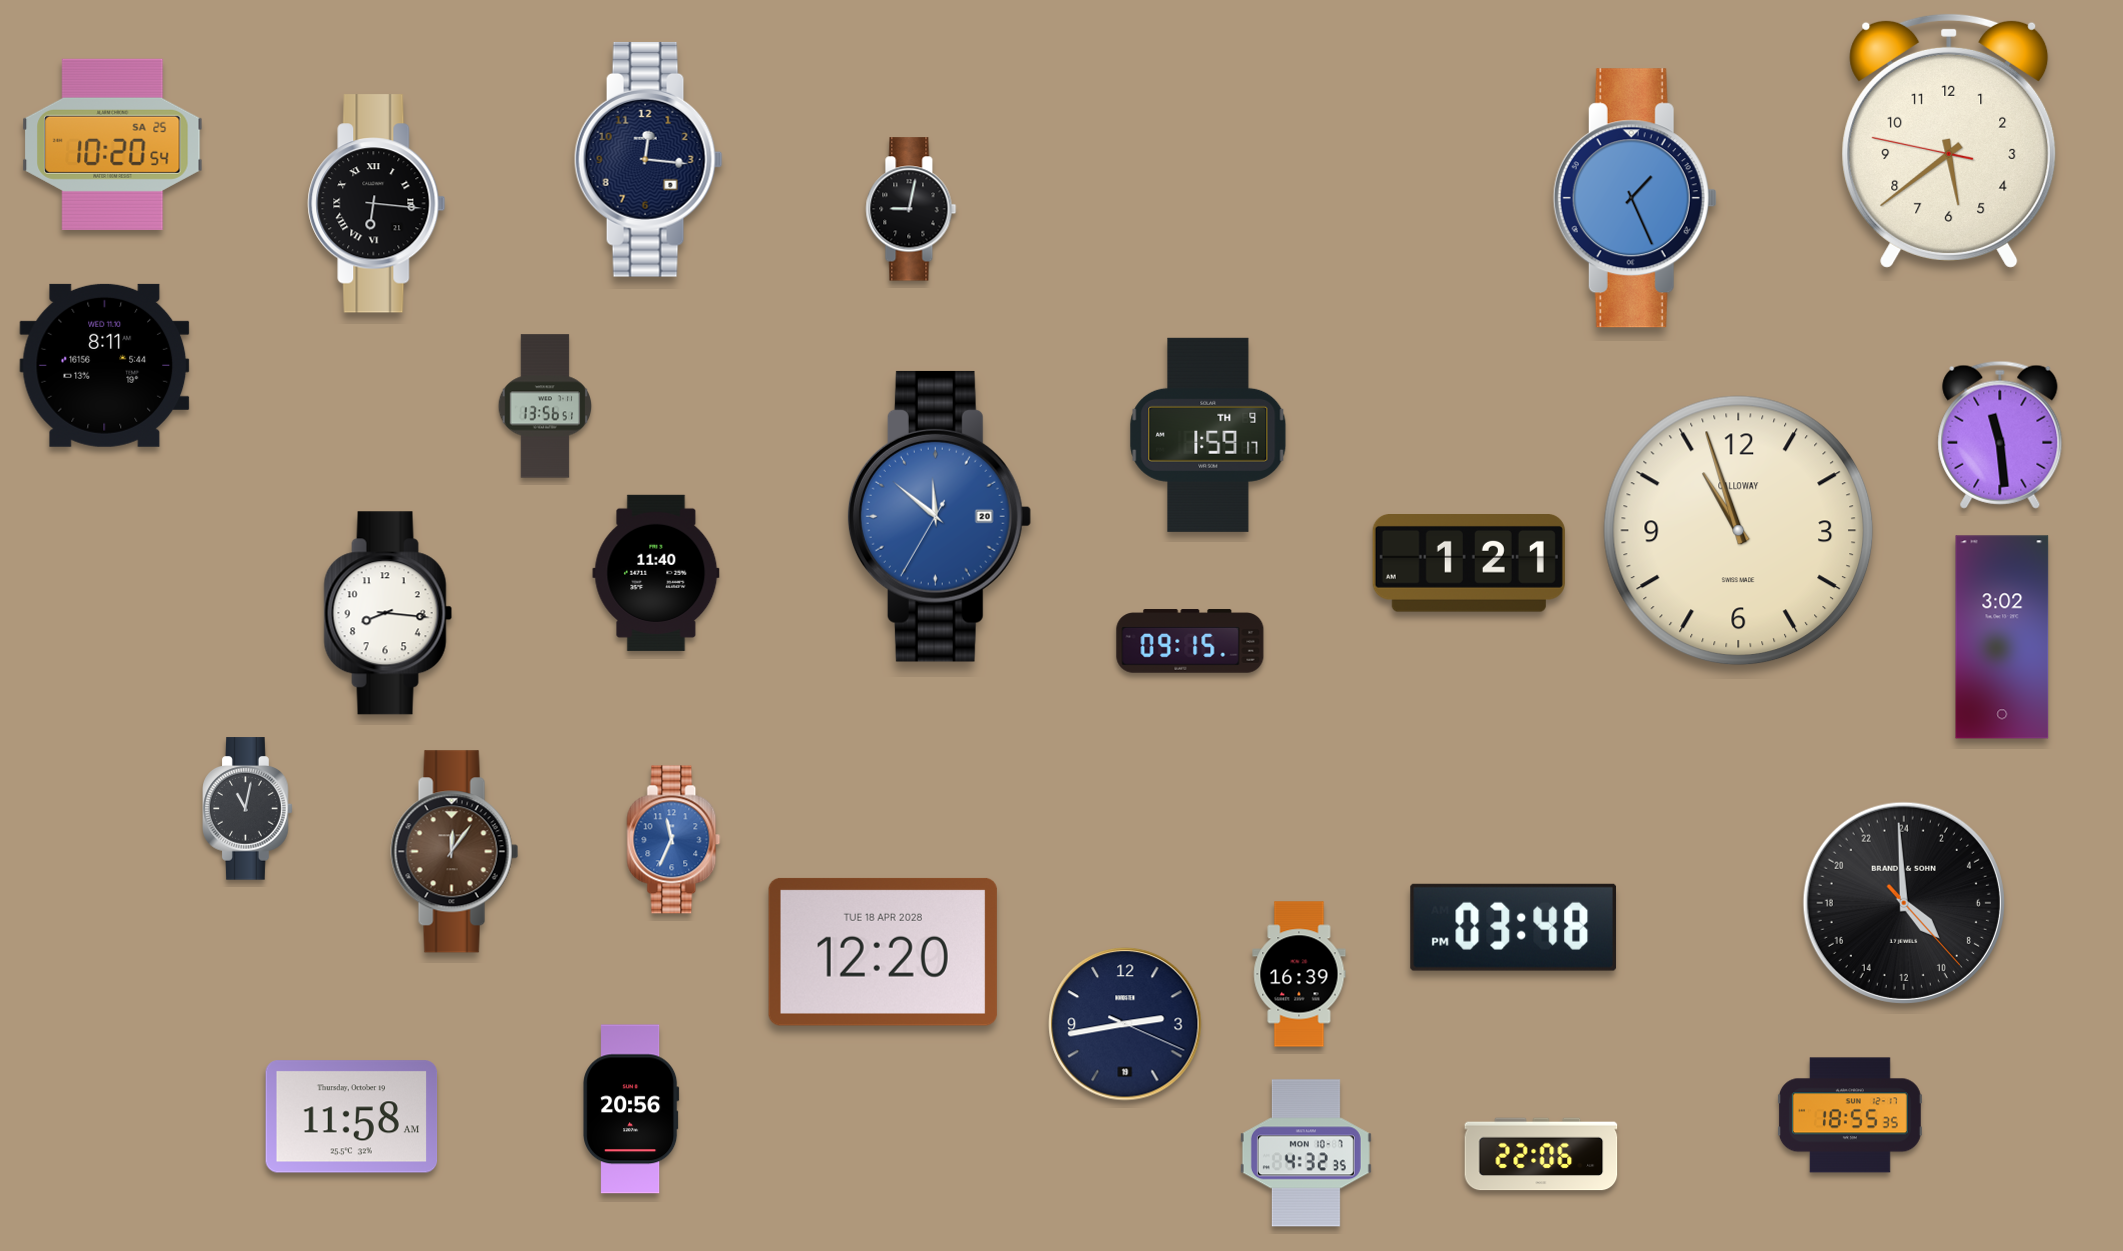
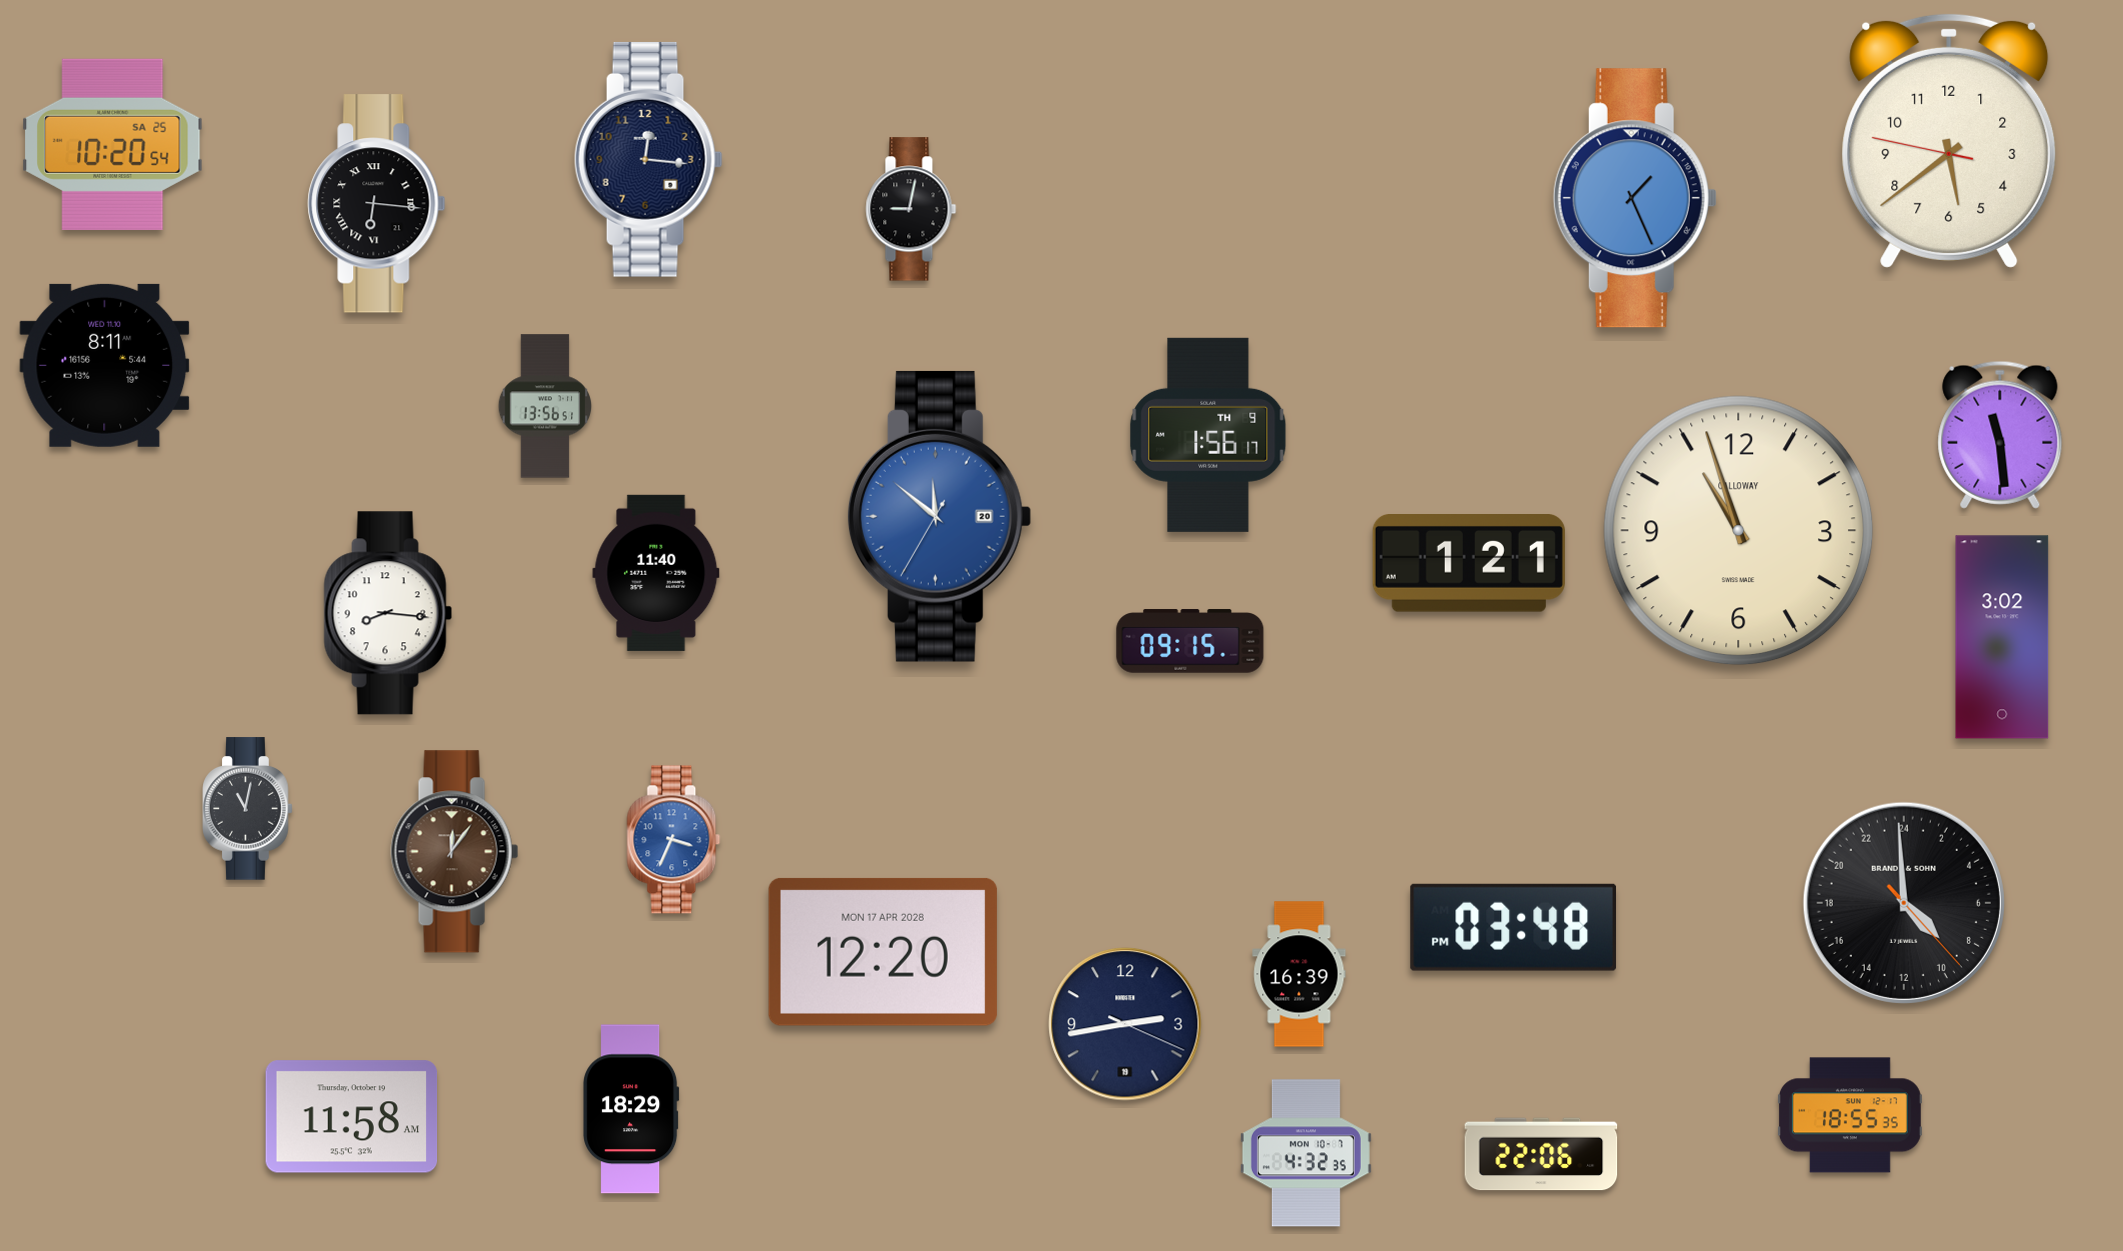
clock at (1208, 435): 1:59 -> 1:56
clock at (674, 840): 11:34 -> 3:34
clock at (883, 952) date: TUE 18 APR 2028 -> MON 17 APR 2028
clock at (631, 1109): 20:56 -> 18:29
